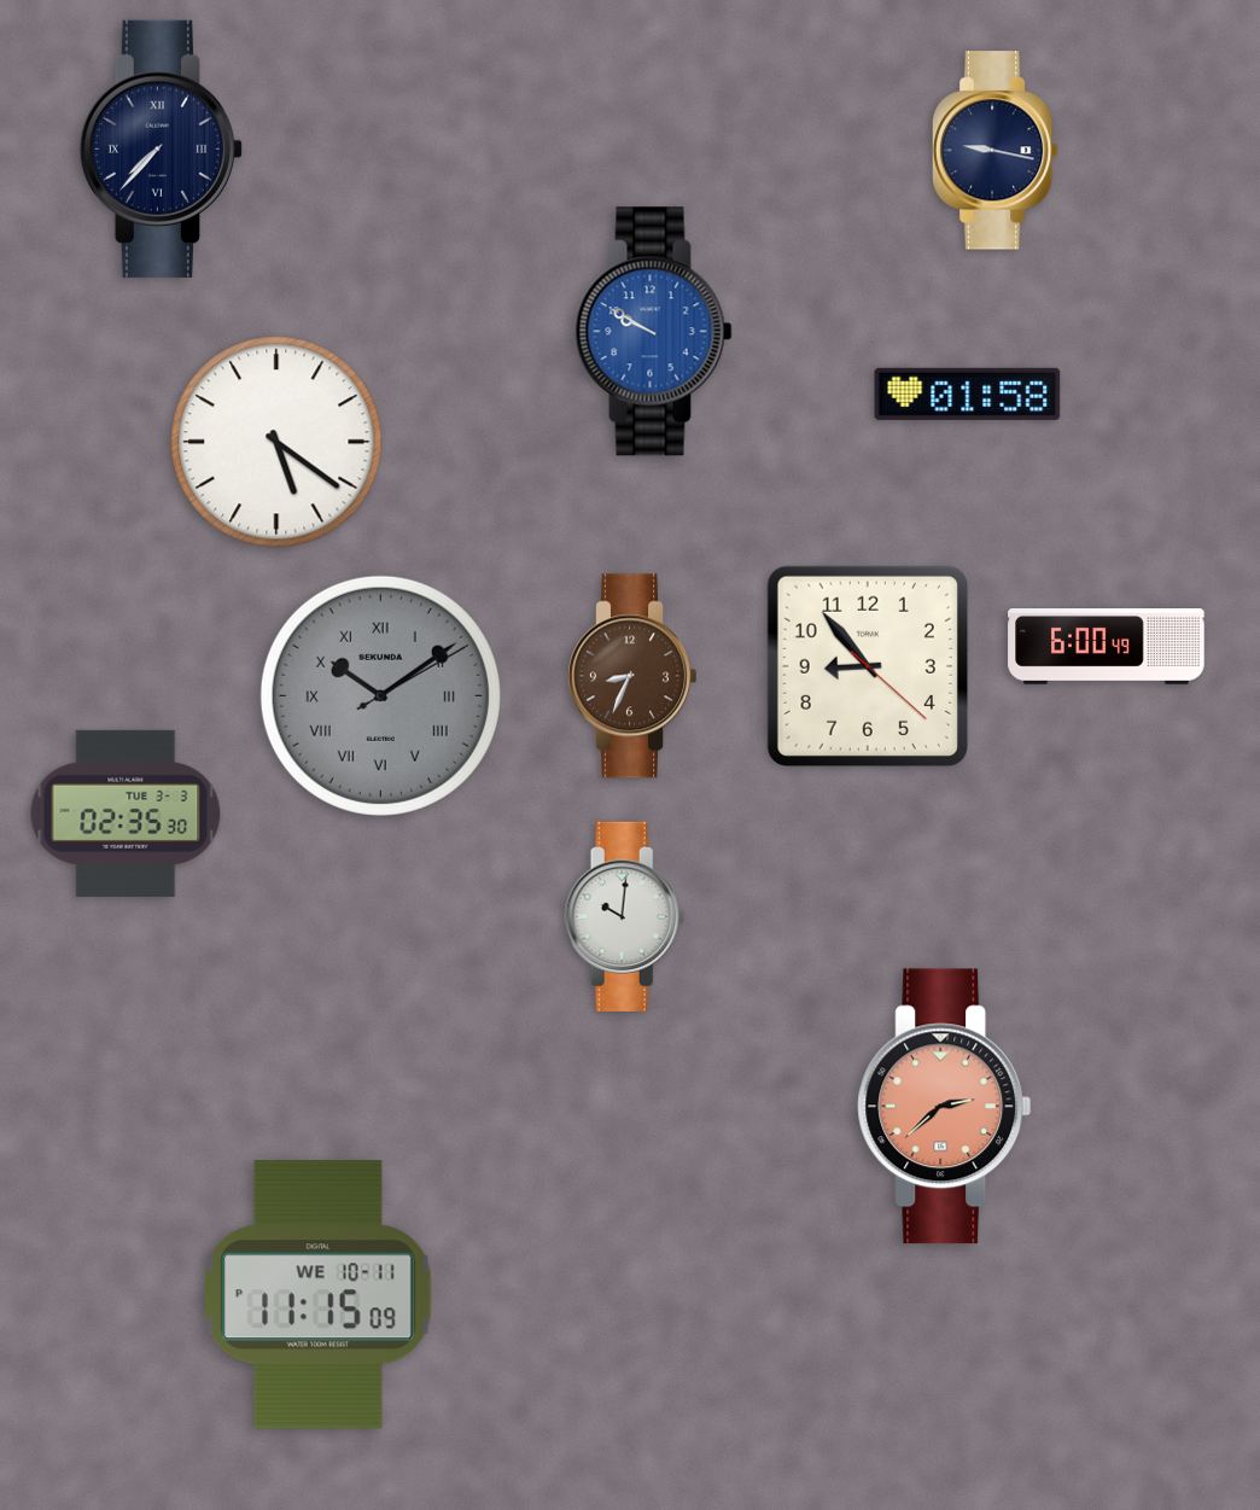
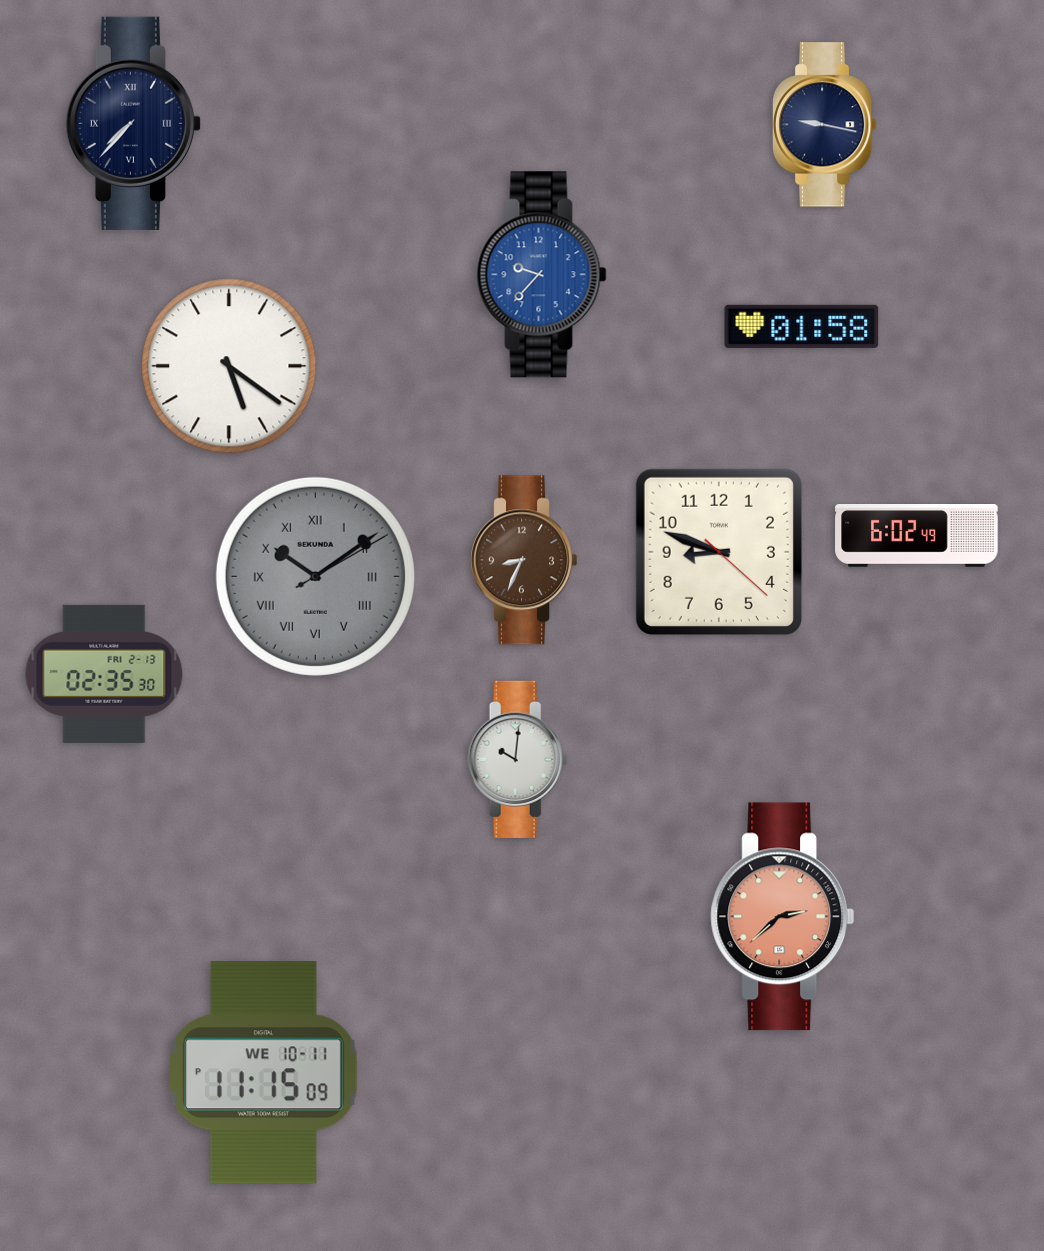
clock at (654, 332): 9:50 -> 9:37
clock at (1107, 647): 6:00 -> 6:02
clock at (868, 666): 8:53 -> 8:48
clock at (126, 814) date: TUE 3-3 -> FRI 2-13
